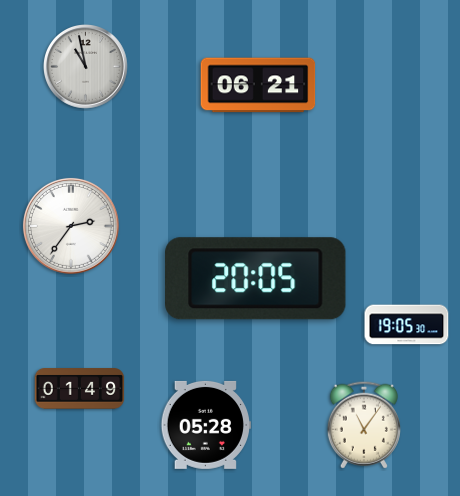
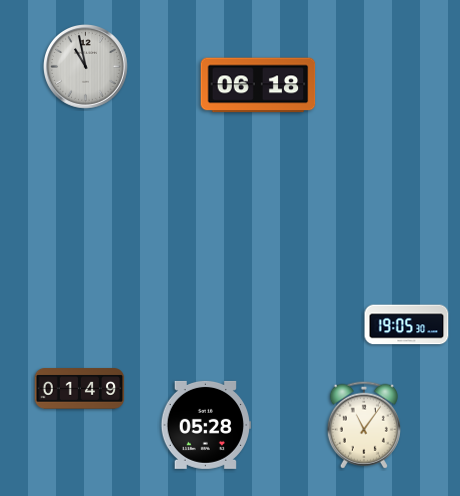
clock at (258, 85): 06:21 -> 06:18
clock at (71, 226): 2:36 -> none
clock at (256, 279): 20:05 -> none
